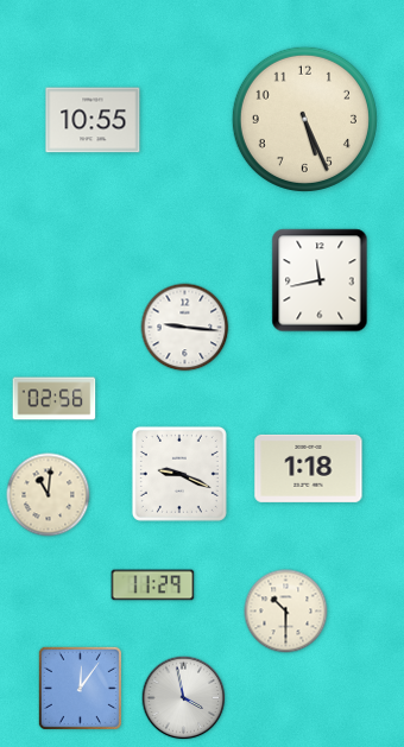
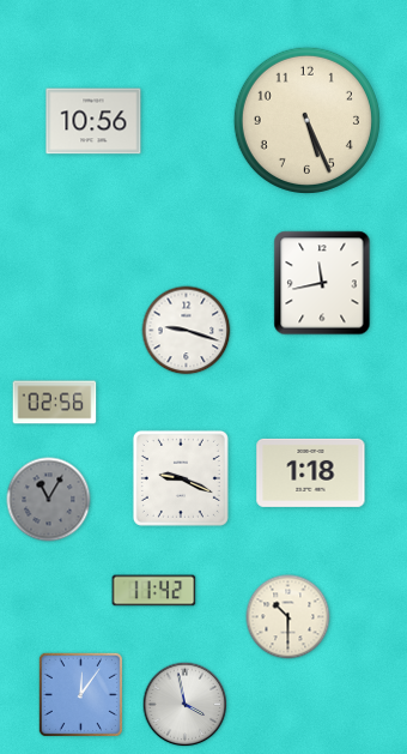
clock at (93, 120): 10:55 -> 10:56
clock at (185, 328): 9:16 -> 9:18
clock at (49, 495): 11:01 -> 11:05
clock at (49, 495) dial: cream -> grey
clock at (153, 585): 11:29 -> 11:42
